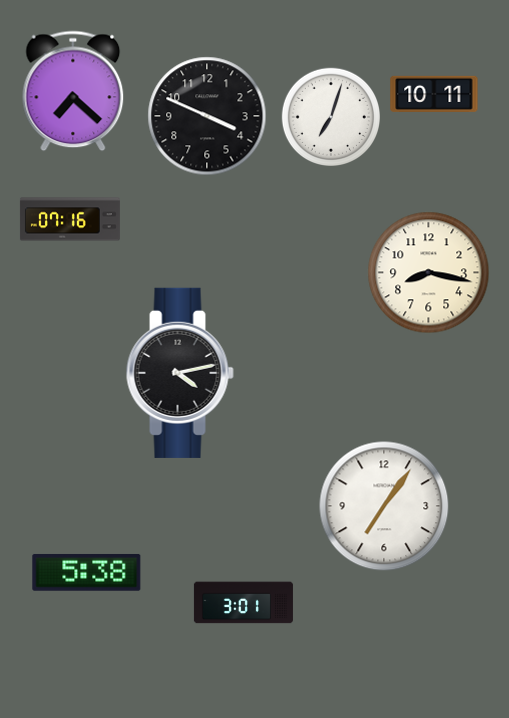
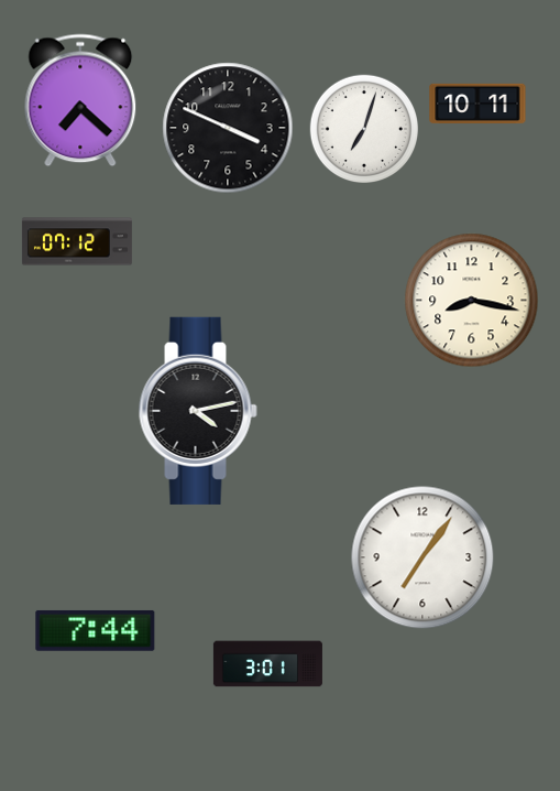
clock at (70, 219): 07:16 -> 07:12
clock at (87, 572): 5:38 -> 7:44
